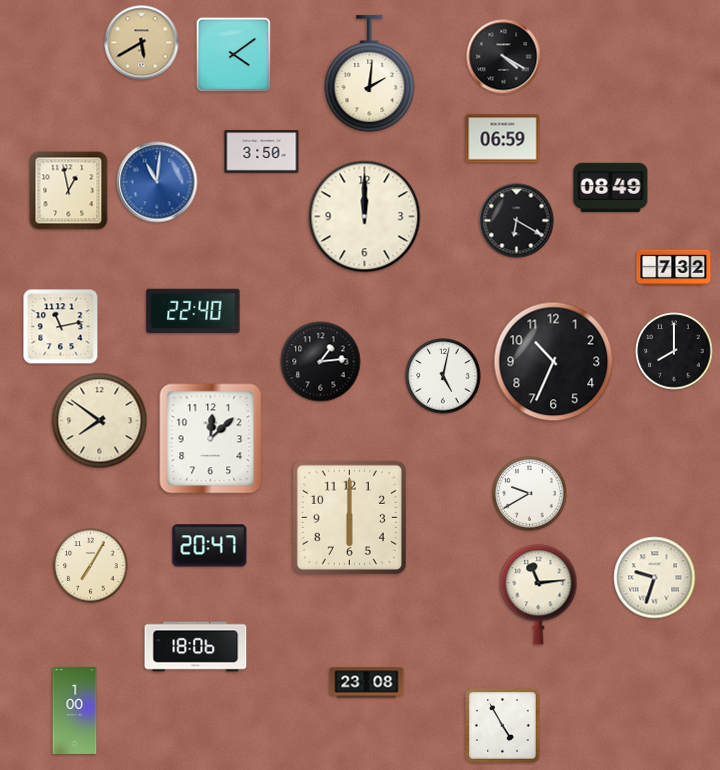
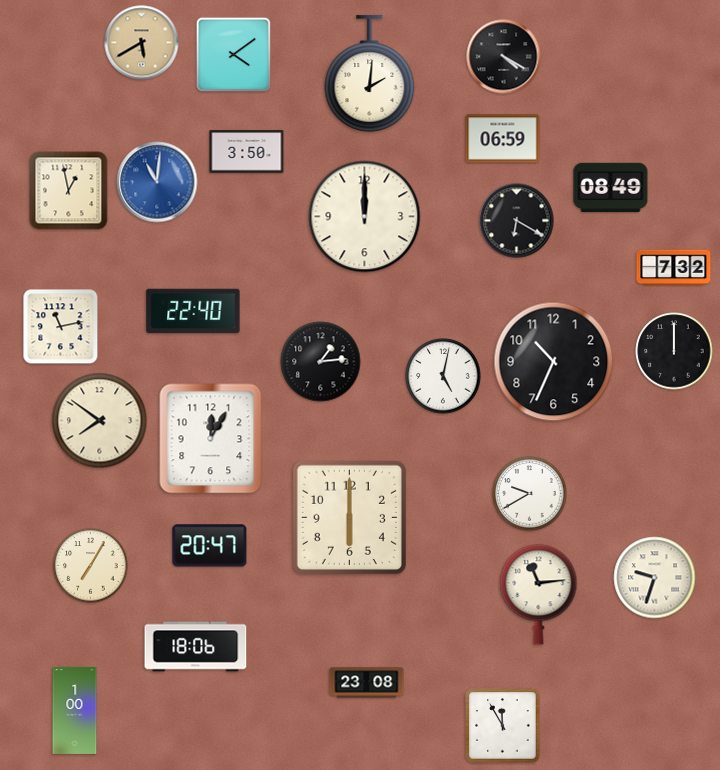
clock at (262, 152) position: (262, 152) -> (247, 152)
clock at (674, 351): 8:00 -> 12:00
clock at (211, 439): 12:08 -> 12:05
clock at (503, 726): 4:55 -> 11:55
